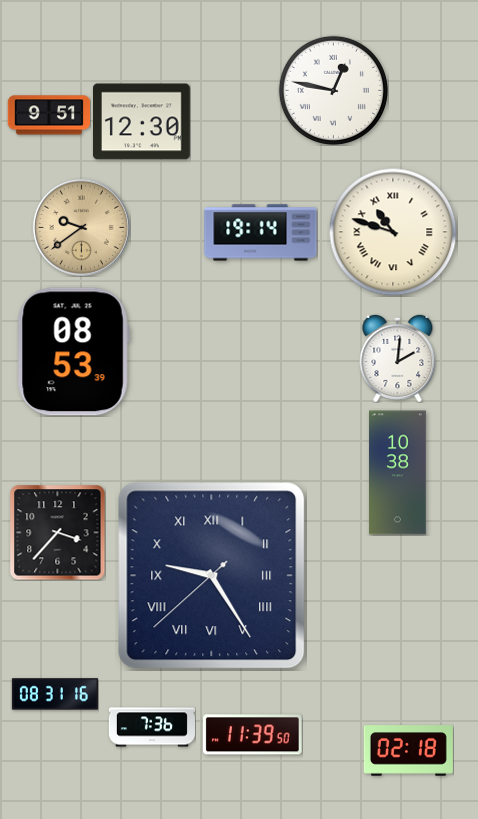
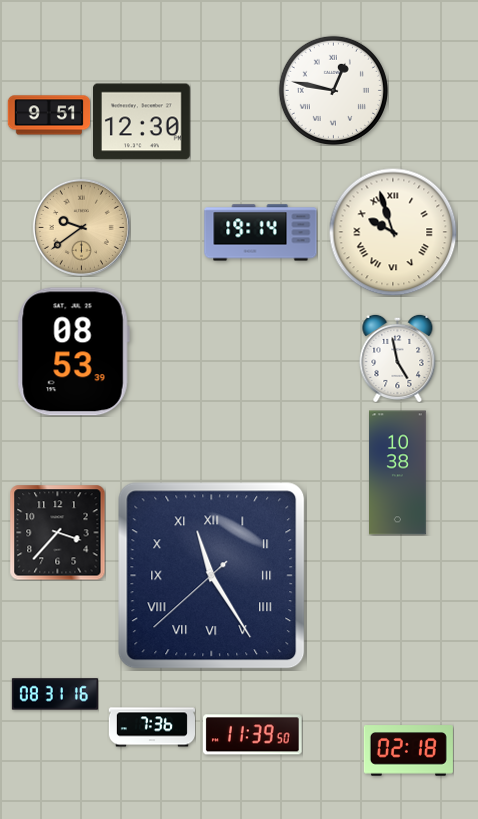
clock at (393, 232): 10:48 -> 9:57
clock at (398, 358): 2:01 -> 4:58
clock at (212, 576): 9:24 -> 11:24
